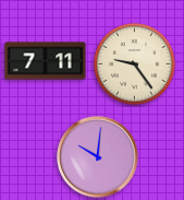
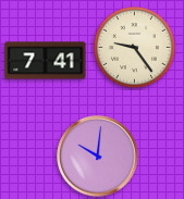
clock at (46, 61): 7:11 -> 7:41
clock at (134, 63) position: (134, 63) -> (134, 47)
